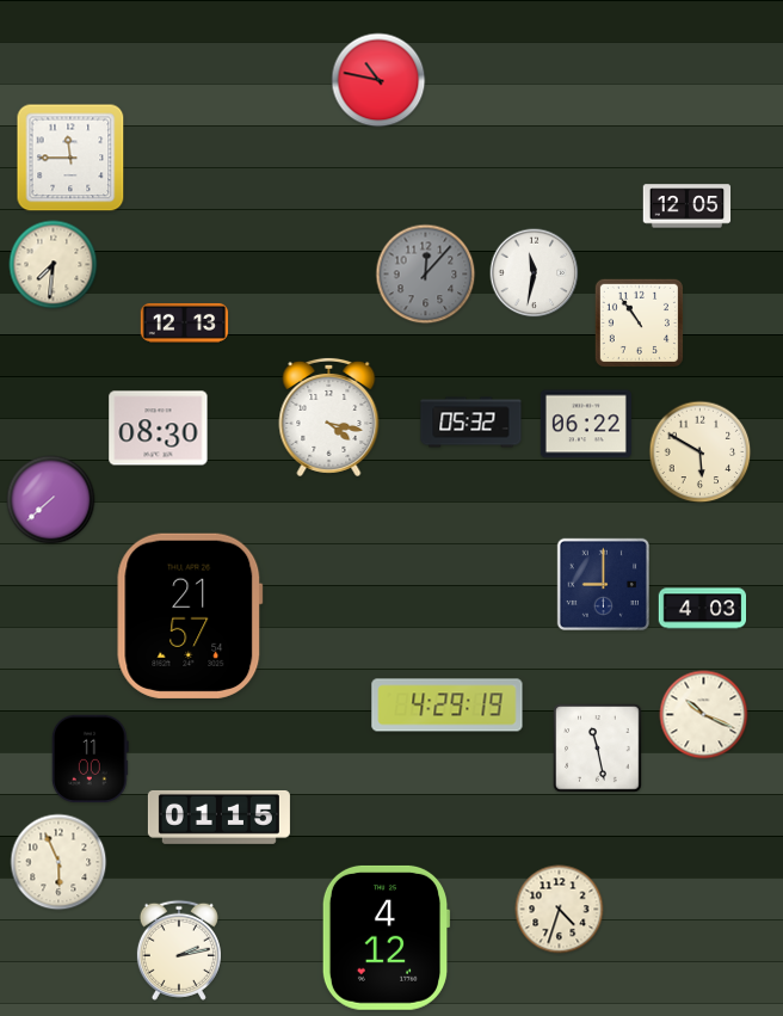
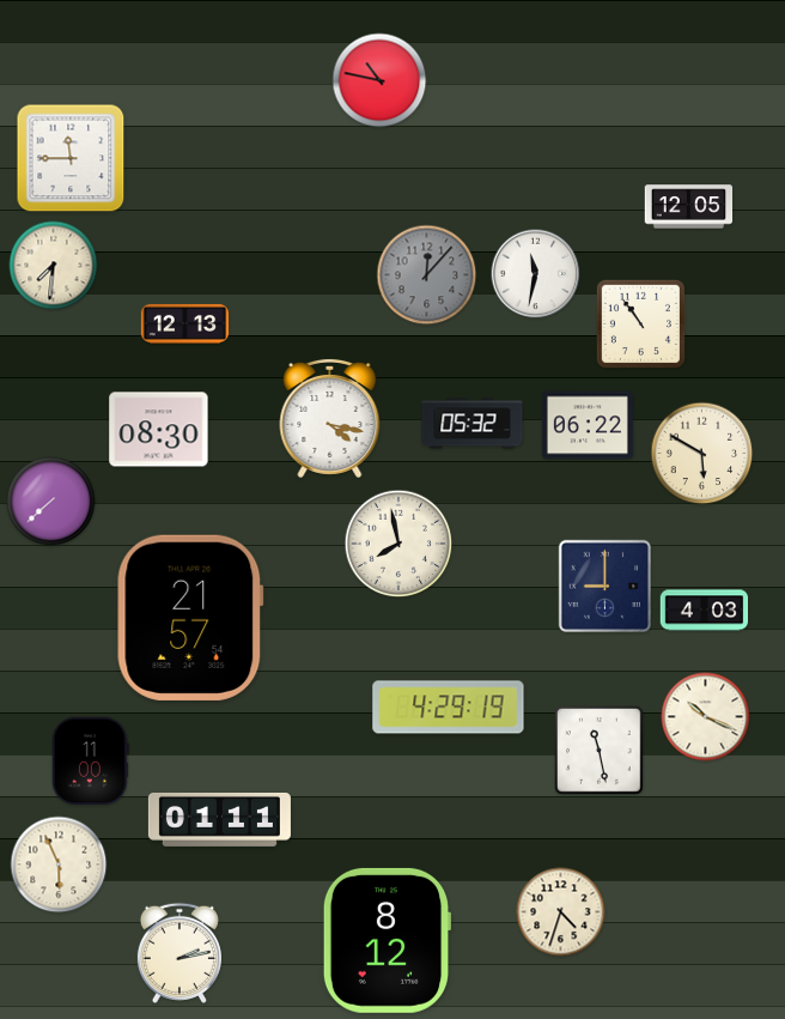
clock at (398, 544): none -> 7:58
clock at (218, 817): 01:15 -> 01:11
clock at (386, 937): 4:12 -> 8:12
